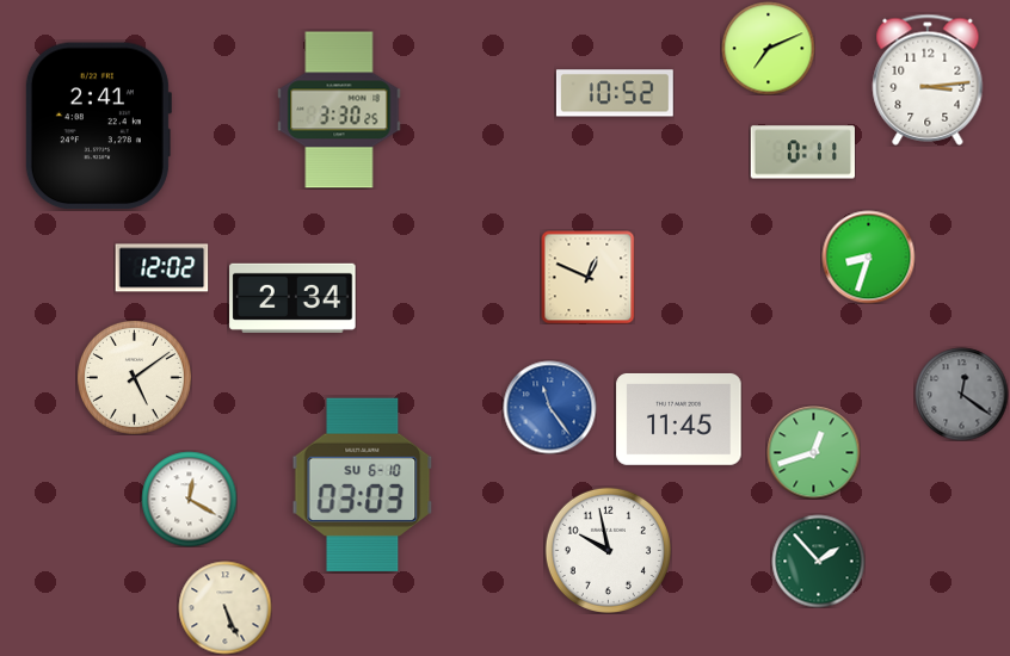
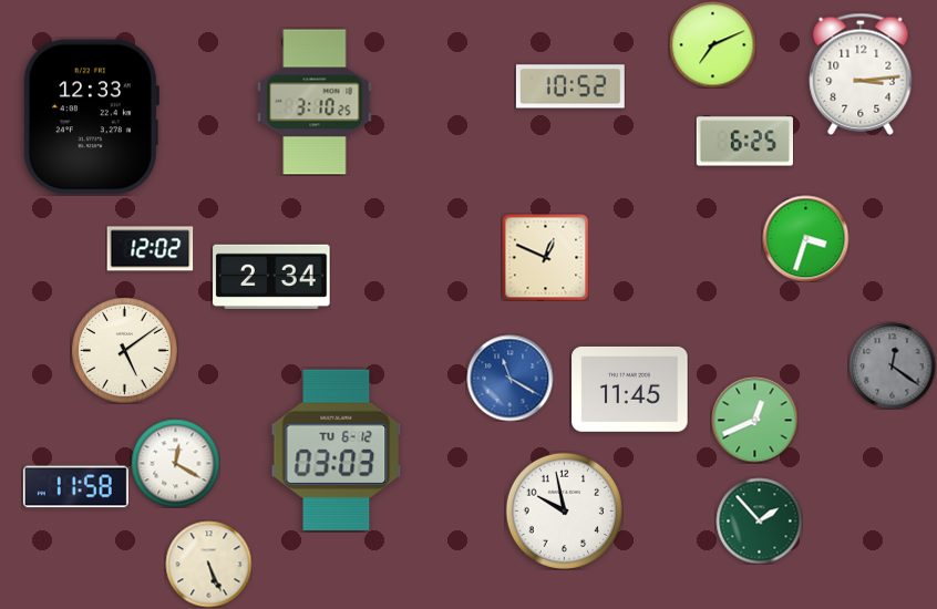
clock at (339, 110): 3:30 -> 3:10
clock at (98, 126): 2:41 -> 12:33
clock at (802, 153): 0:11 -> 6:25
clock at (868, 256): 8:33 -> 3:33
clock at (549, 407): 11:24 -> 11:20
clock at (813, 452): 12:42 -> 12:41
clock at (363, 484) date: SU 6-10 -> TU 6-12
clock at (75, 487): none -> 11:58
